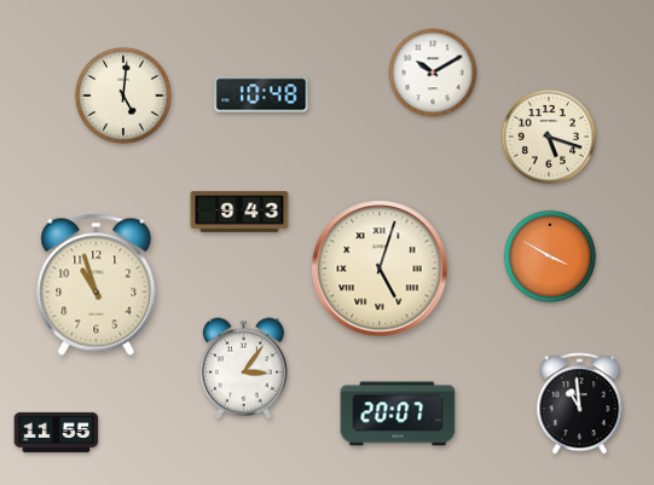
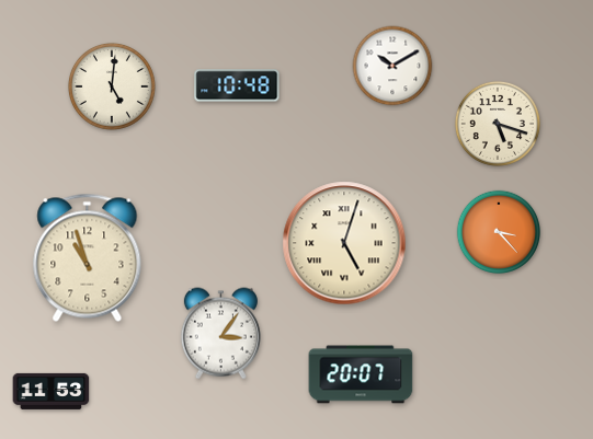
clock at (239, 212): 9:43 -> none
clock at (550, 256): 3:50 -> 3:23
clock at (580, 404): 10:59 -> none
clock at (57, 432): 11:55 -> 11:53
